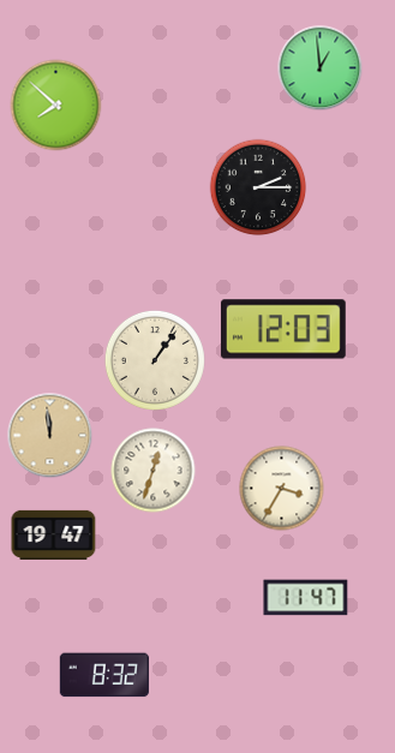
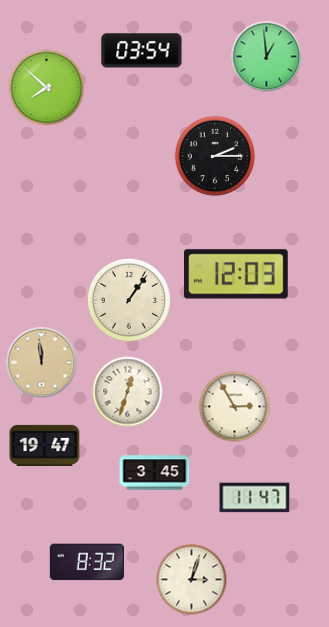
clock at (142, 51): none -> 03:54
clock at (282, 489): 3:35 -> 2:55
clock at (155, 473): none -> 3:45
clock at (192, 580): none -> 3:03
